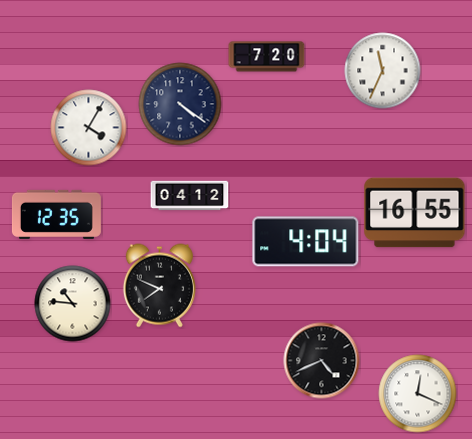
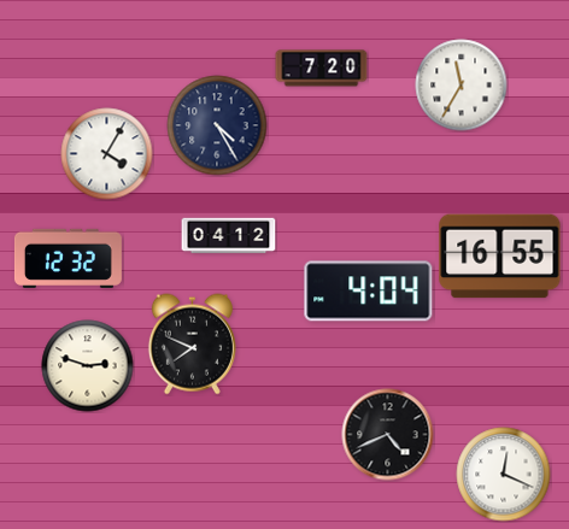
clock at (383, 71): 11:34 -> 11:35
clock at (180, 104): 4:21 -> 4:25
clock at (56, 214): 12:35 -> 12:32
clock at (73, 304): 10:46 -> 2:48
